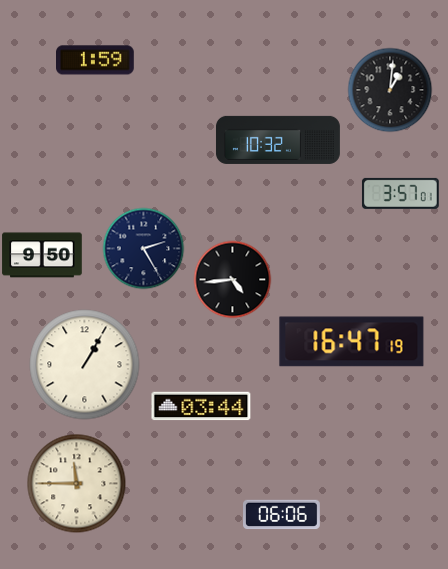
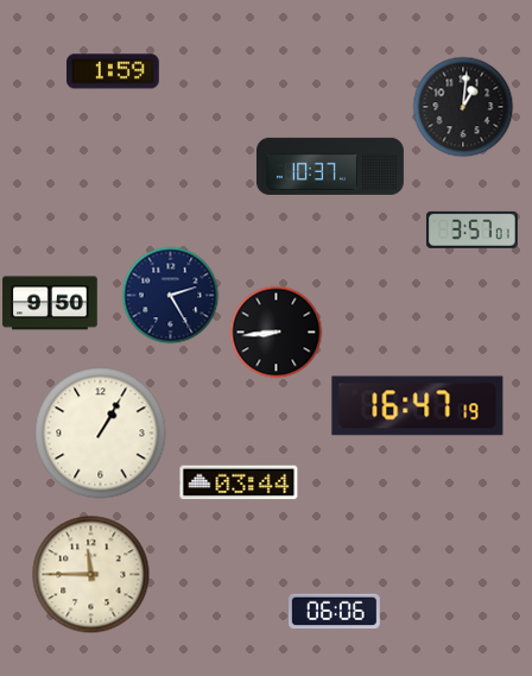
clock at (278, 140): 10:32 -> 10:37
clock at (400, 193) position: (400, 193) -> (471, 229)
clock at (232, 279): 4:44 -> 8:44
